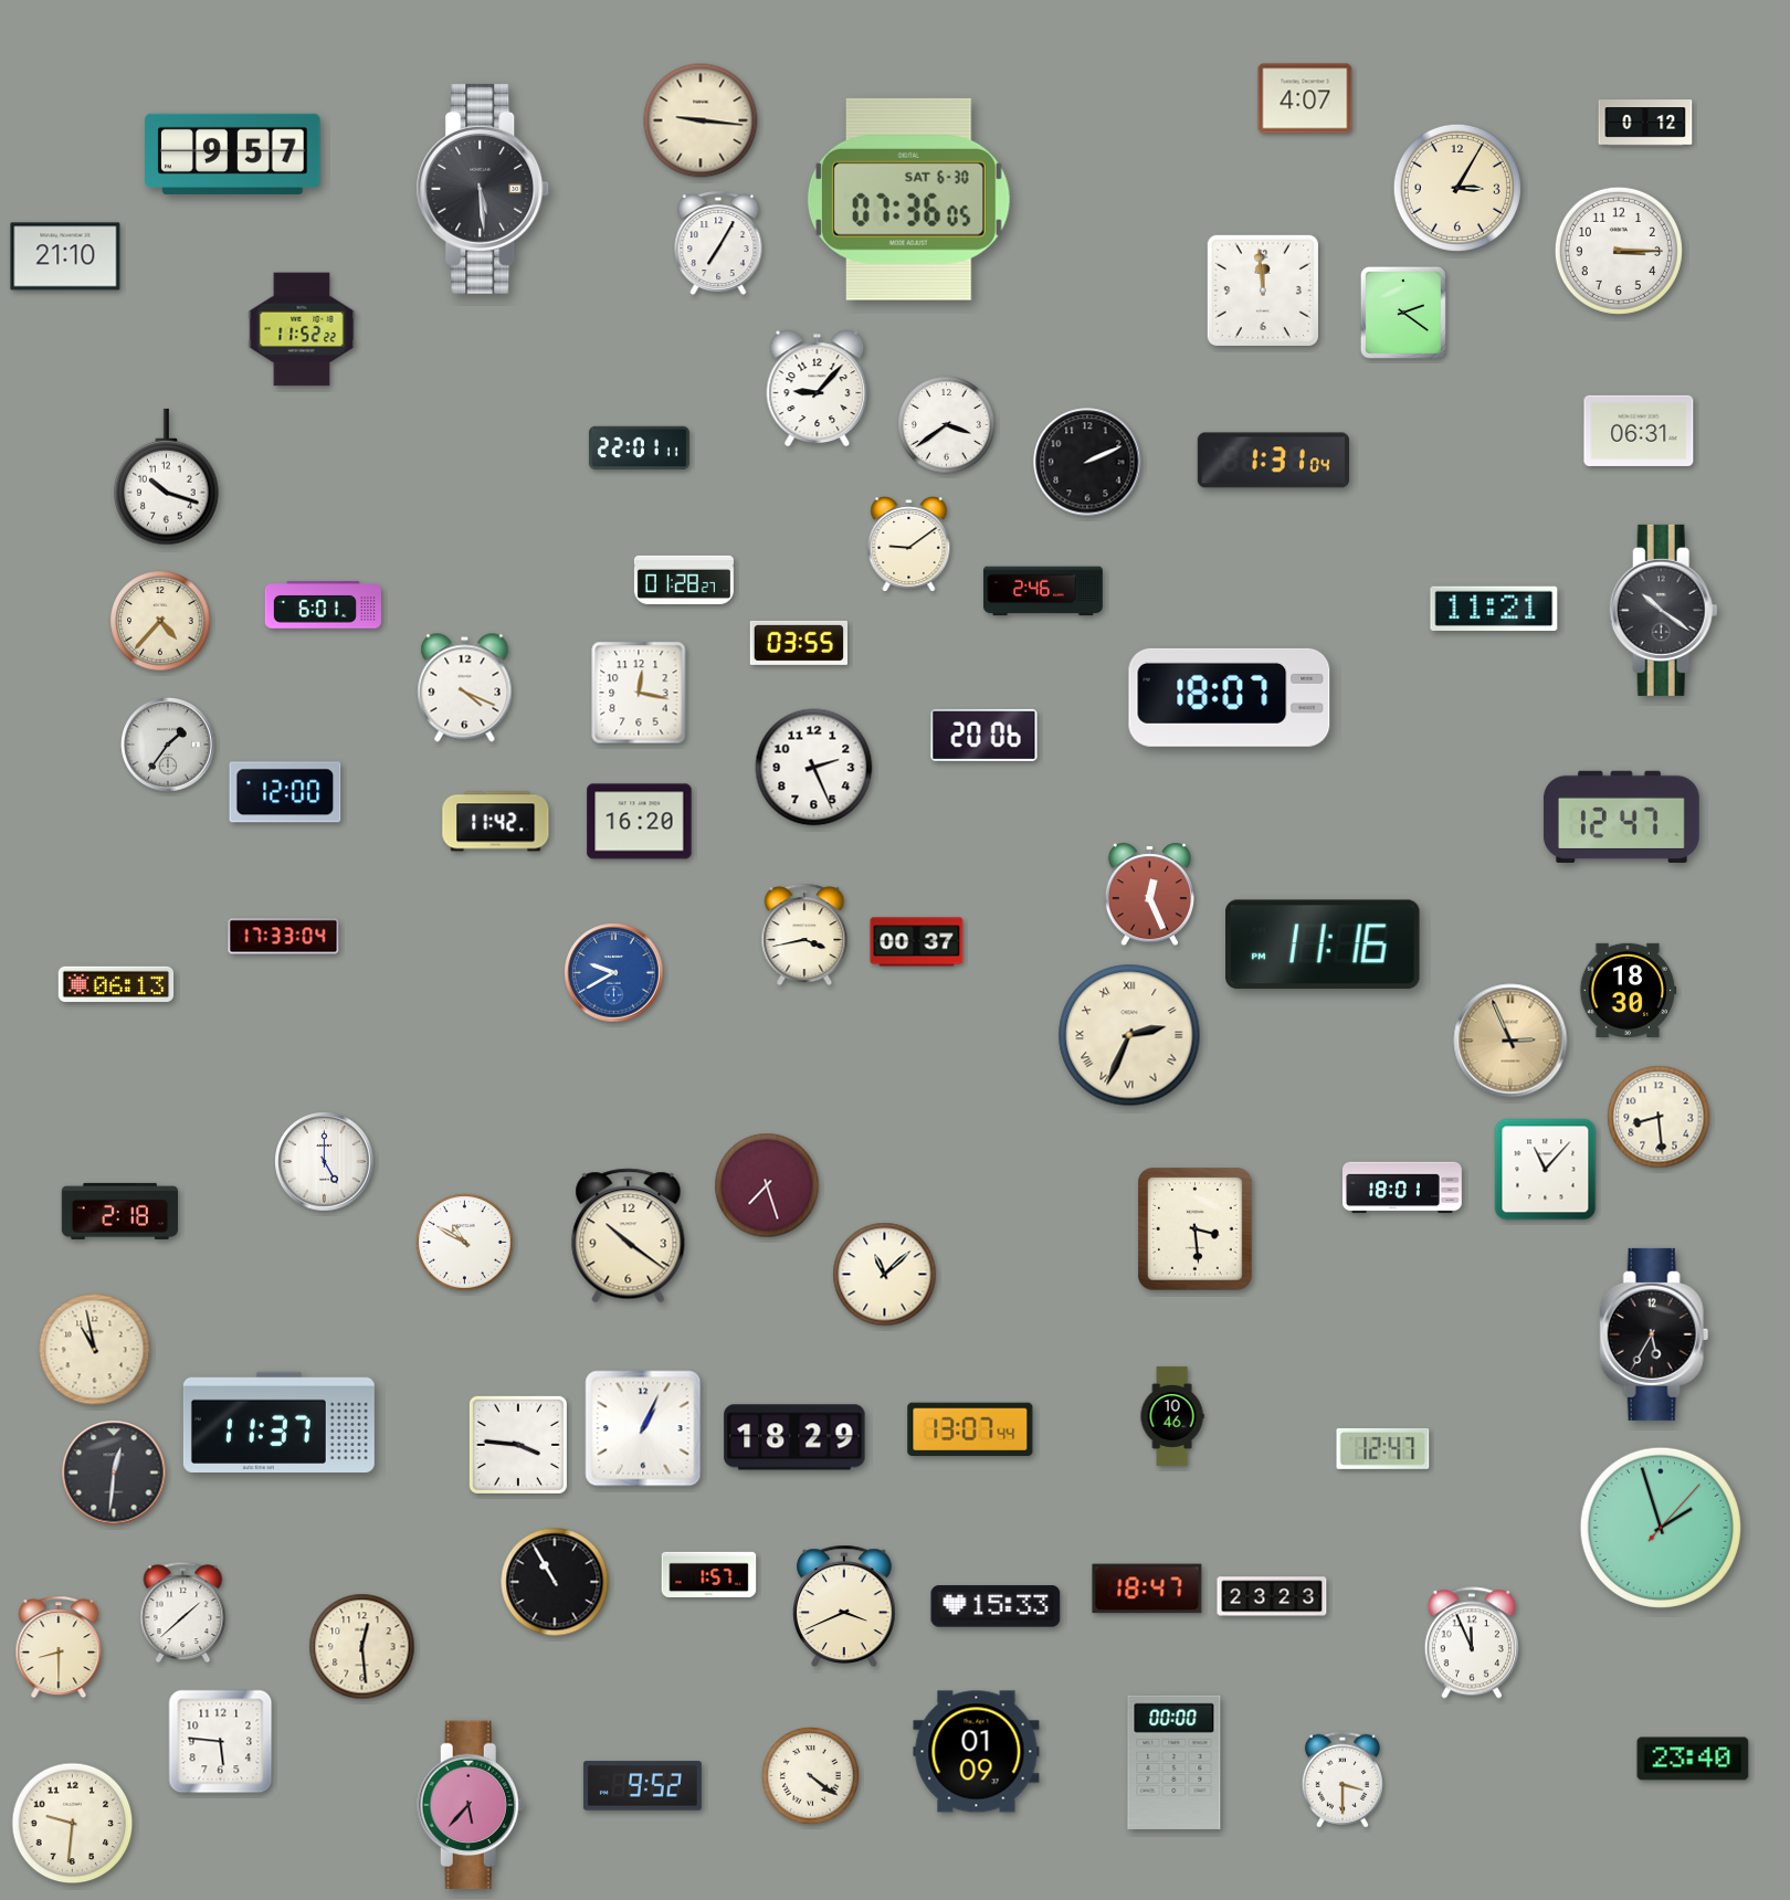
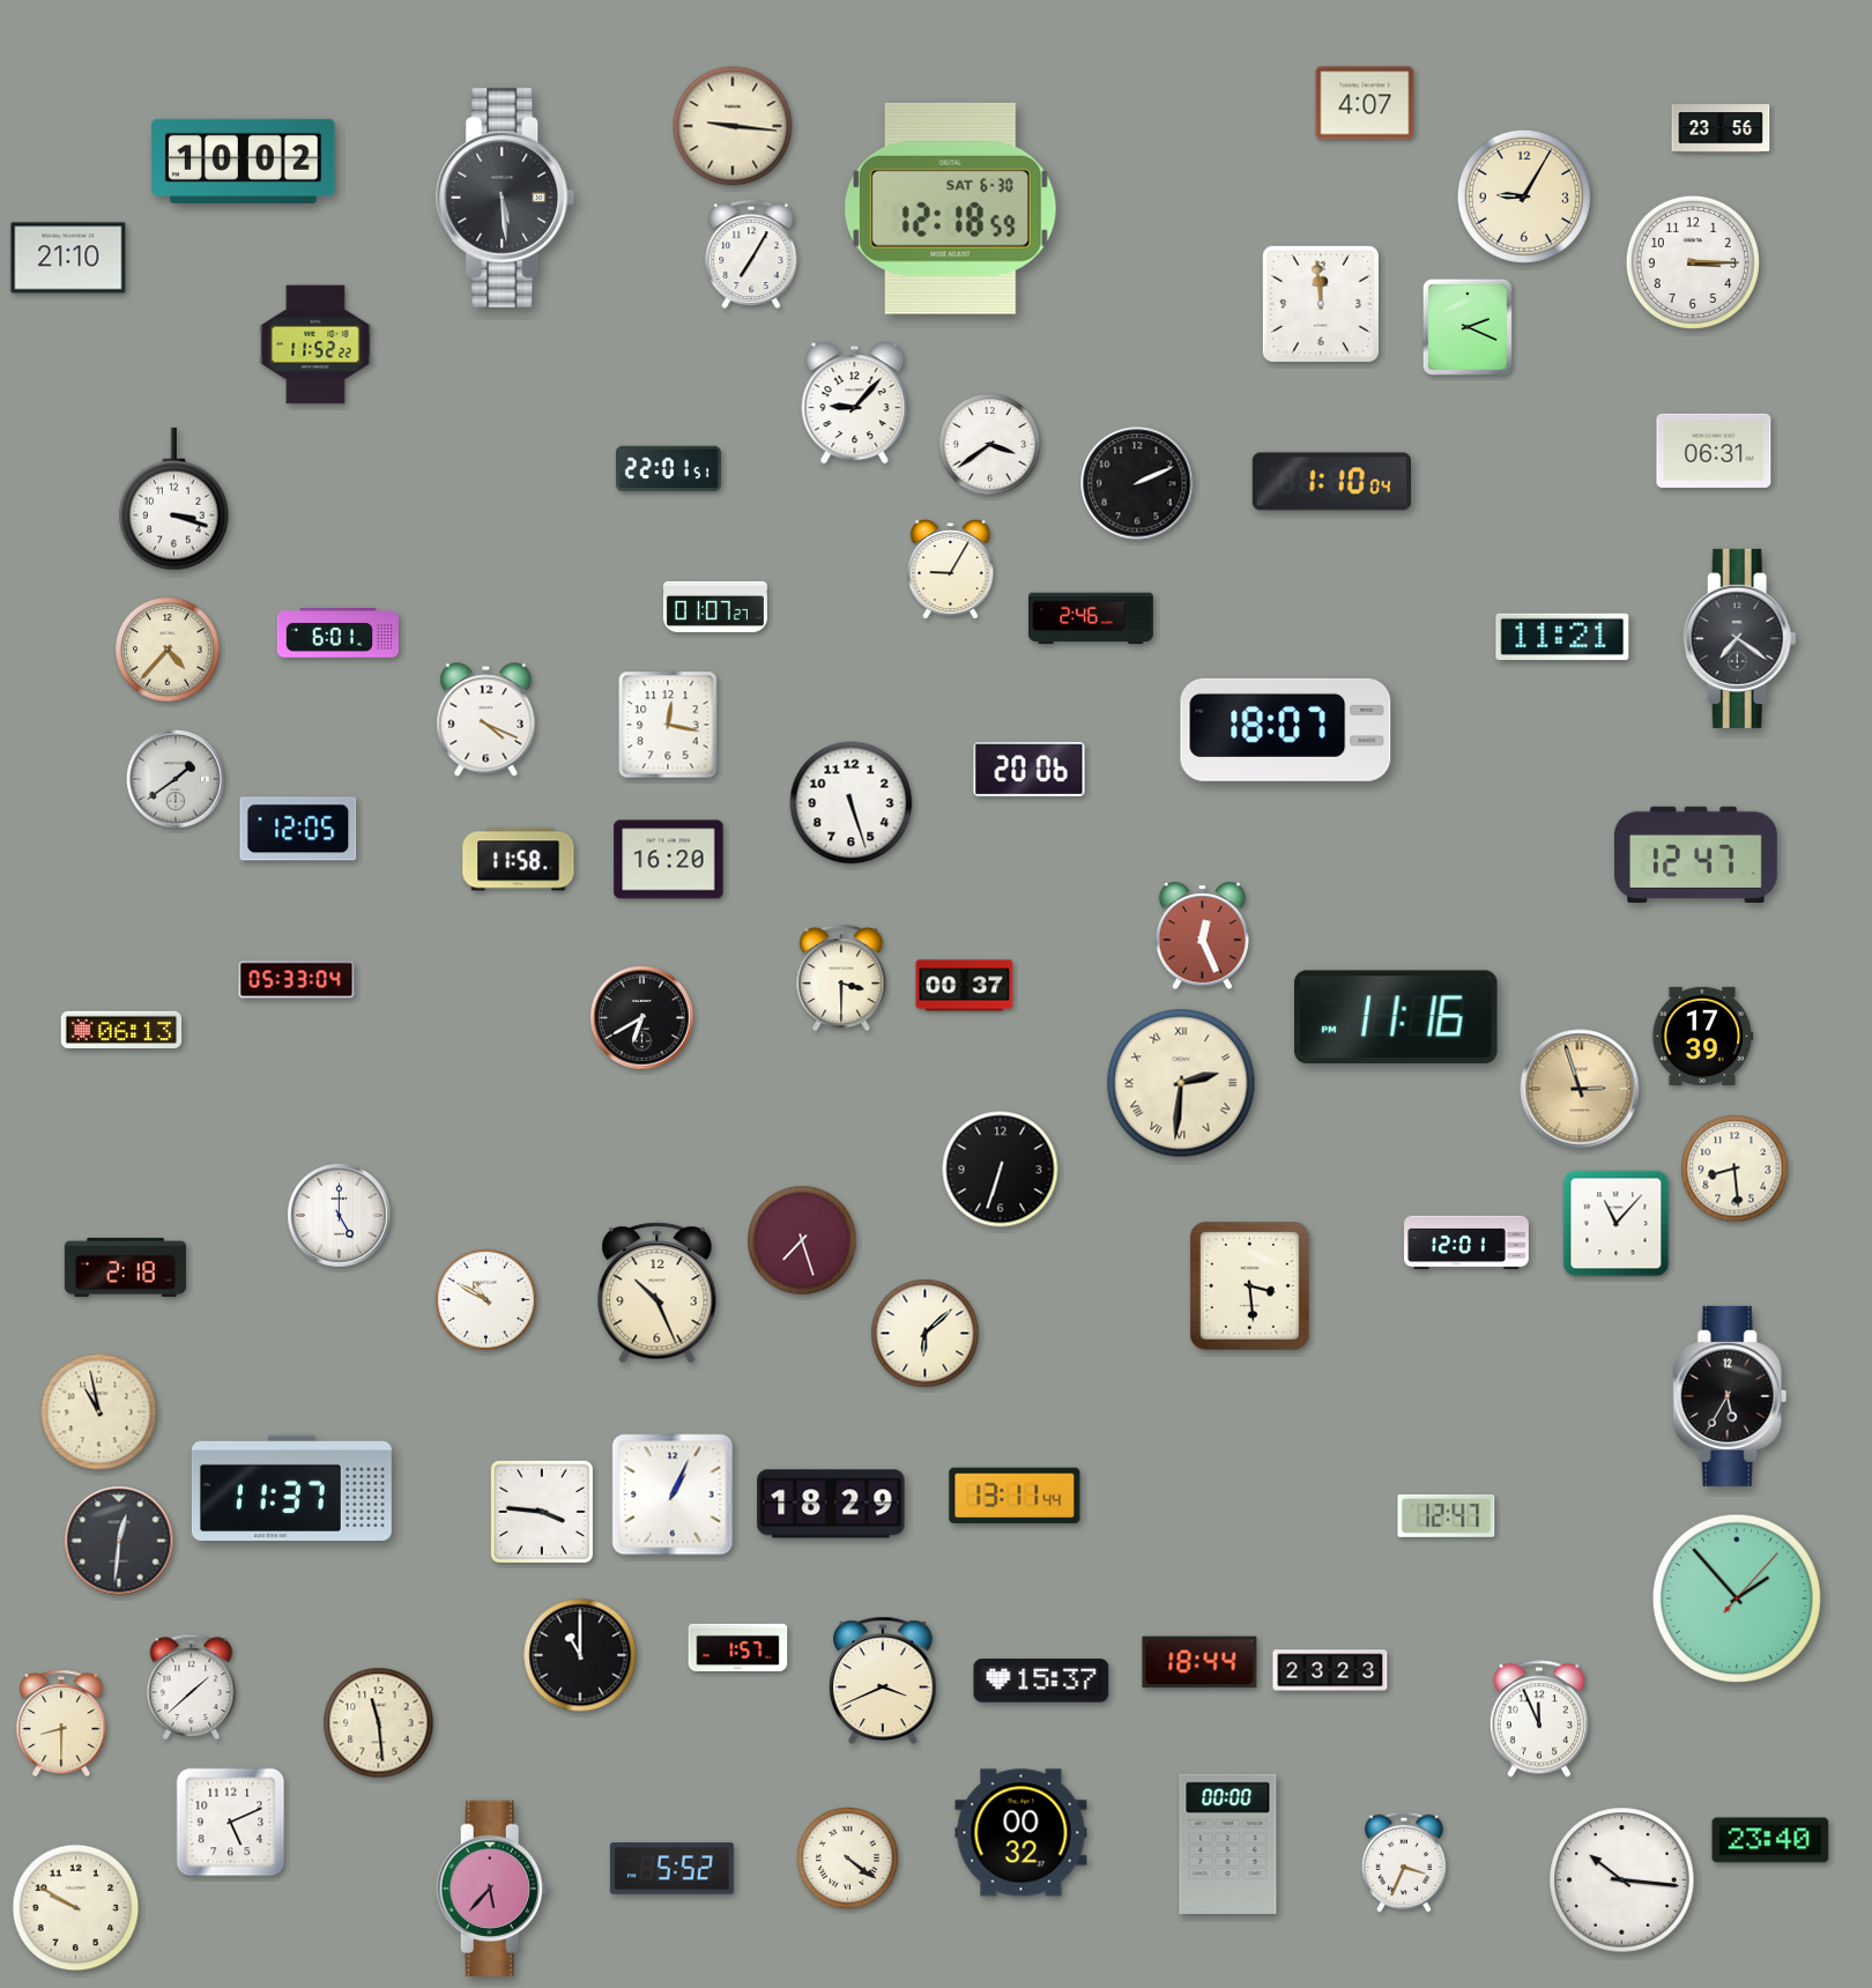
clock at (1645, 123): 0:12 -> 23:56
clock at (233, 154): 9:57 -> 10:02
clock at (1457, 188): 3:05 -> 9:05
clock at (908, 199): 07:36 -> 12:18
clock at (65, 256) position: (65, 256) -> (68, 258)
clock at (1403, 313): 2:21 -> 2:19
clock at (818, 389) position: (818, 389) -> (855, 403)
clock at (639, 448): 22:01:11 -> 22:01:51
clock at (1273, 461): 1:31 -> 1:10
clock at (167, 477): 10:18 -> 3:18
clock at (909, 545): 9:09 -> 9:05
clock at (684, 580): 01:28 -> 01:07
clock at (1663, 610): 10:21 -> 7:21
clock at (798, 643): 03:55 -> none
clock at (169, 746): 1:36 -> 1:39
clock at (814, 768): 2:26 -> 5:27
clock at (285, 792): 12:00 -> 12:05
clock at (496, 822): 11:42 -> 11:58
clock at (804, 935): 3:43 -> 3:30
clock at (284, 937): 17:33 -> 05:33
clock at (917, 942) position: (917, 942) -> (965, 986)
clock at (1324, 944) position: (1324, 944) -> (1397, 1017)
clock at (614, 973): 9:40 -> 6:40
clock at (614, 973) dial: blue -> black
clock at (1628, 990): 18:30 -> 17:39
clock at (1129, 1035): 2:34 -> 2:31
clock at (1510, 1041): 2:56 -> 2:57
clock at (1001, 1170): none -> 6:33
clock at (1403, 1187): 18:01 -> 12:01
clock at (629, 1236): 10:21 -> 10:26
clock at (885, 1275): 11:08 -> 6:08
clock at (1172, 1416): 10:46 -> none
clock at (970, 1429): 13:07 -> 13:11
clock at (1661, 1528): 1:57 -> 1:53
clock at (709, 1574) position: (709, 1574) -> (738, 1647)
clock at (555, 1582): 10:55 -> 11:00
clock at (1147, 1588): 18:47 -> 18:44
clock at (996, 1606): 15:33 -> 15:37
clock at (362, 1647): 12:29 -> 11:29
clock at (221, 1742): 5:46 -> 5:11
clock at (977, 1752): 01:09 -> 00:32
clock at (1342, 1780): 3:30 -> 3:34
clock at (642, 1786): 9:52 -> 5:52
clock at (1622, 1881): none -> 10:16
clock at (73, 1824): 9:31 -> 9:50
